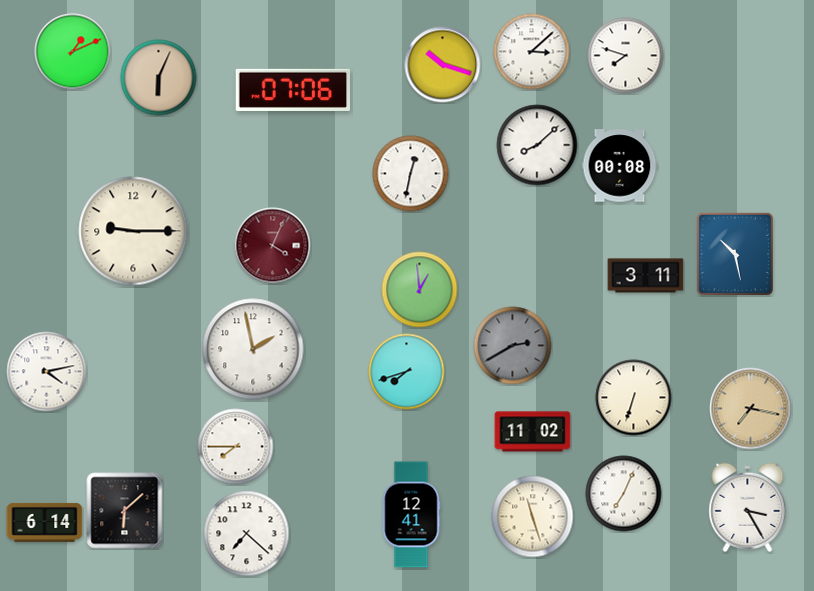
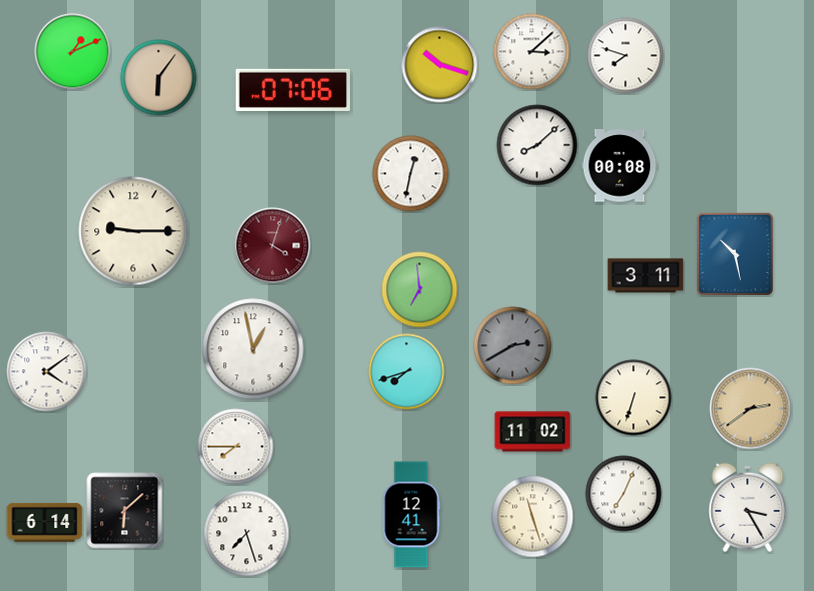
clock at (443, 65) position: (443, 65) -> (440, 65)
clock at (159, 78): 6:04 -> 6:06
clock at (273, 246): 4:04 -> 4:03
clock at (420, 290): 12:59 -> 6:59
clock at (253, 349): 1:58 -> 12:58
clock at (47, 372): 4:13 -> 4:09
clock at (751, 409): 7:17 -> 2:39
clock at (247, 534): 7:22 -> 7:27
